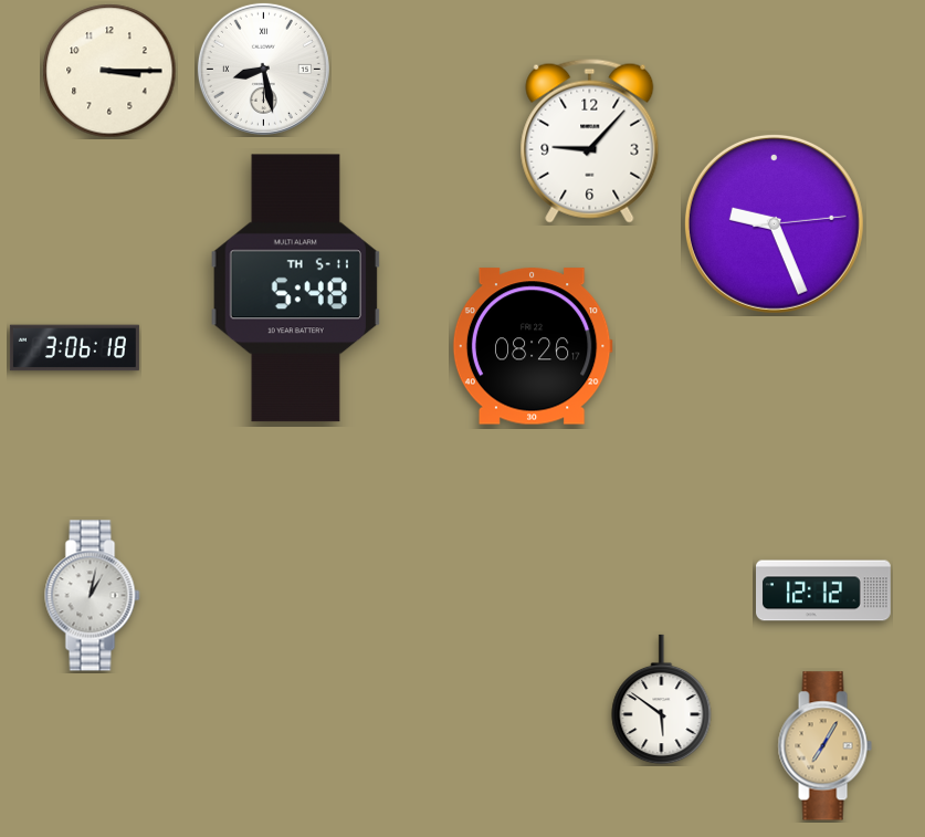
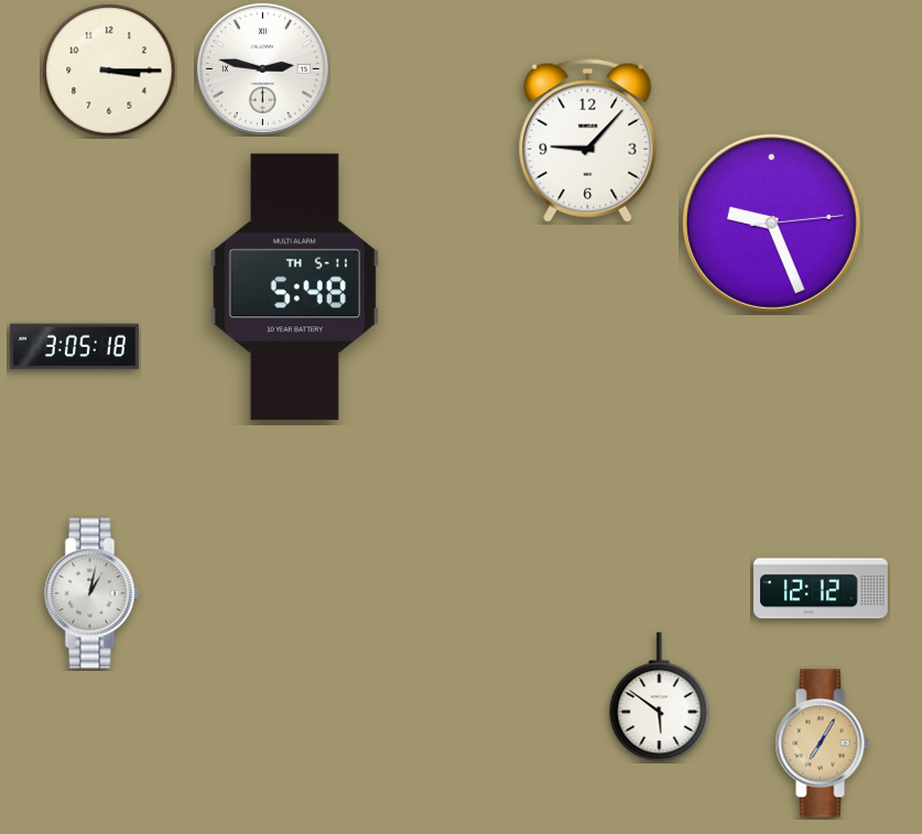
clock at (263, 69): 8:28 -> 2:47
clock at (533, 346): 08:26 -> none
clock at (74, 348): 3:06 -> 3:05
